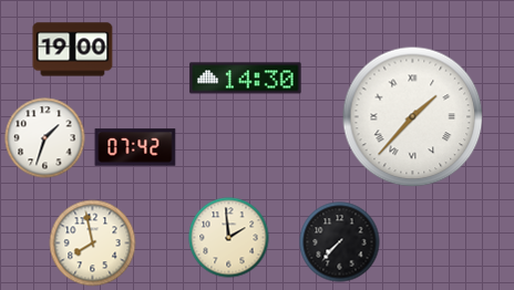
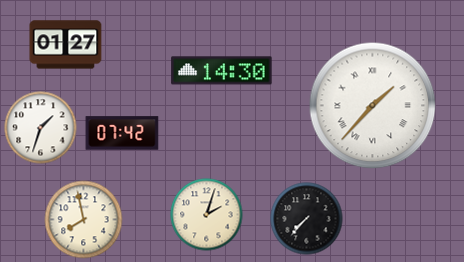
clock at (73, 50): 19:00 -> 01:27
clock at (45, 138) position: (45, 138) -> (41, 128)
clock at (229, 238): 1:59 -> 2:03
